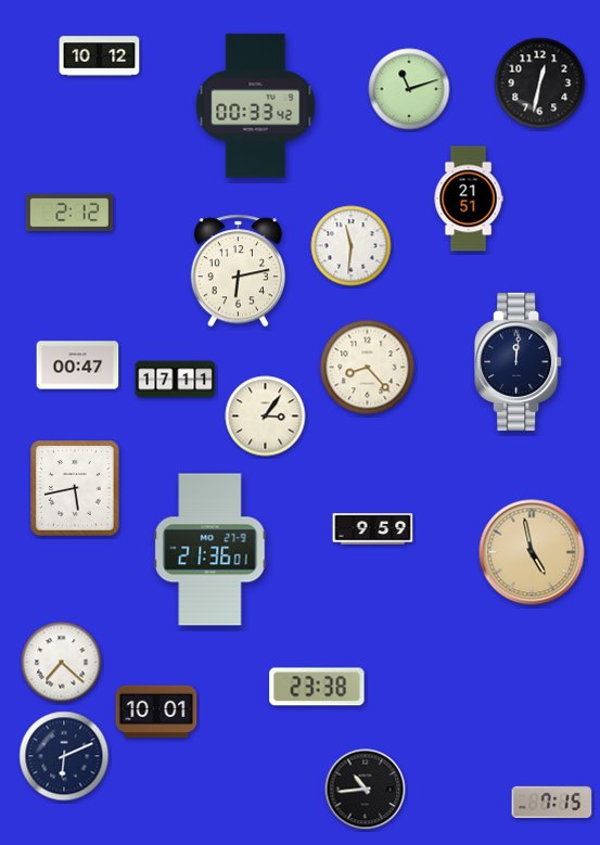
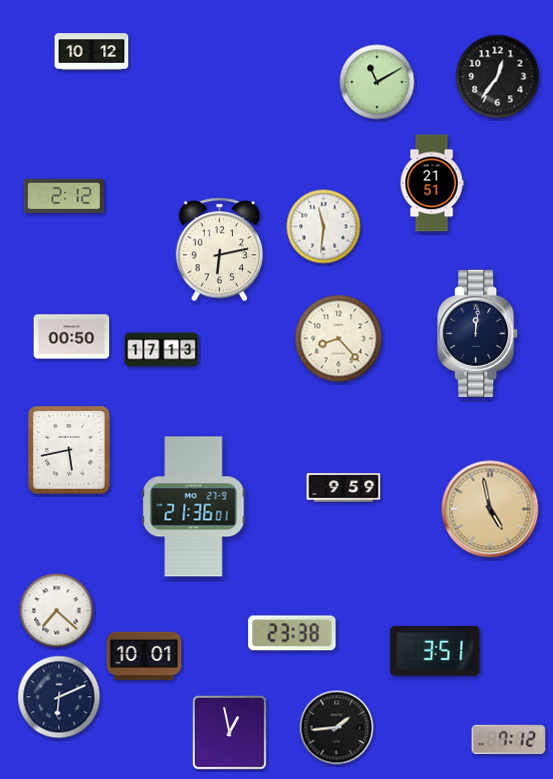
clock at (540, 84): 12:32 -> 12:36
clock at (409, 89): 11:12 -> 11:10
clock at (256, 106): 00:33 -> none
clock at (78, 366): 00:47 -> 00:50
clock at (176, 380): 17:11 -> 17:13
clock at (266, 417): 3:06 -> none
clock at (435, 652): none -> 3:51
clock at (366, 790): 10:44 -> 1:44
clock at (229, 732): none -> 12:58
clock at (552, 803): 7:15 -> 7:12
